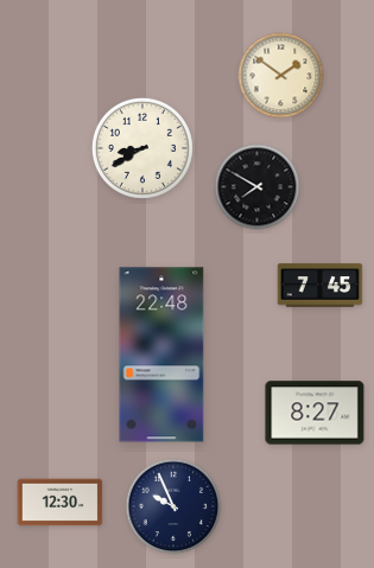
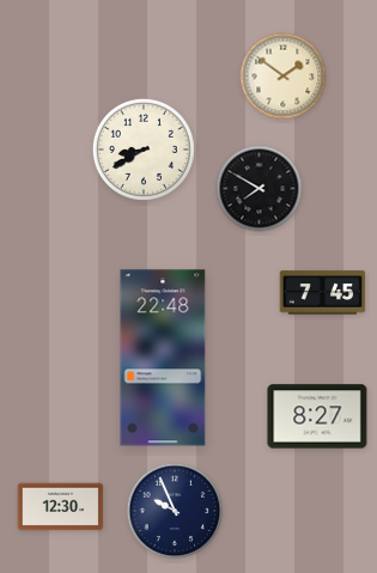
clock at (321, 286) position: (321, 286) -> (323, 293)
